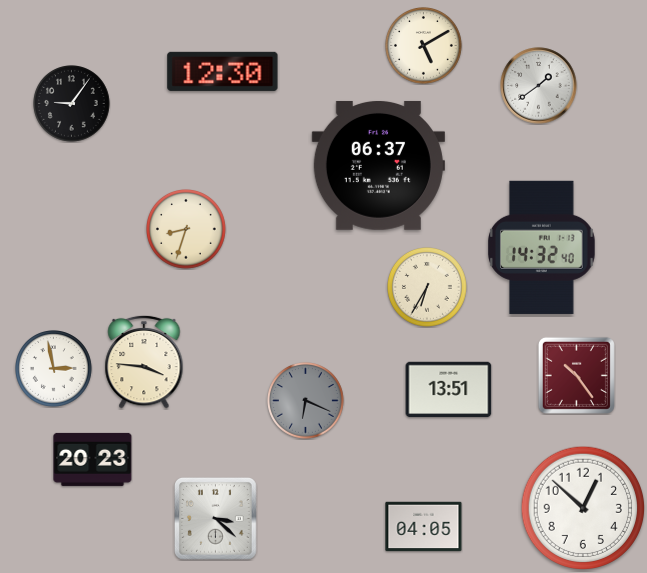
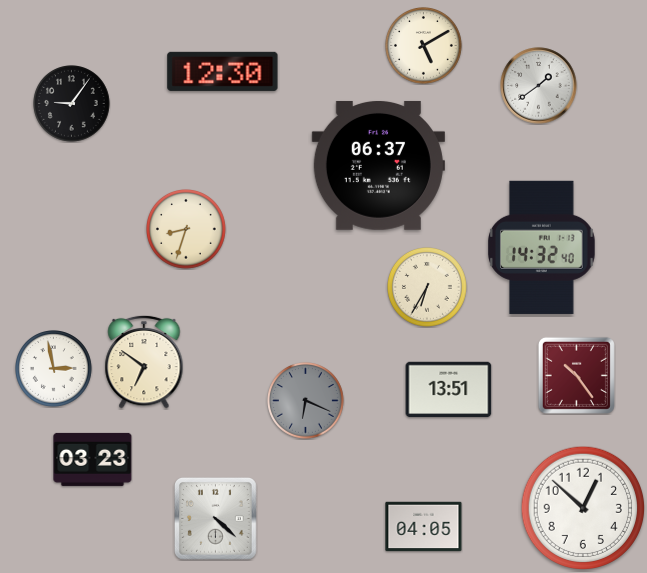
clock at (144, 362): 3:46 -> 6:51
clock at (93, 459): 20:23 -> 03:23
clock at (215, 518): 3:22 -> 4:22
